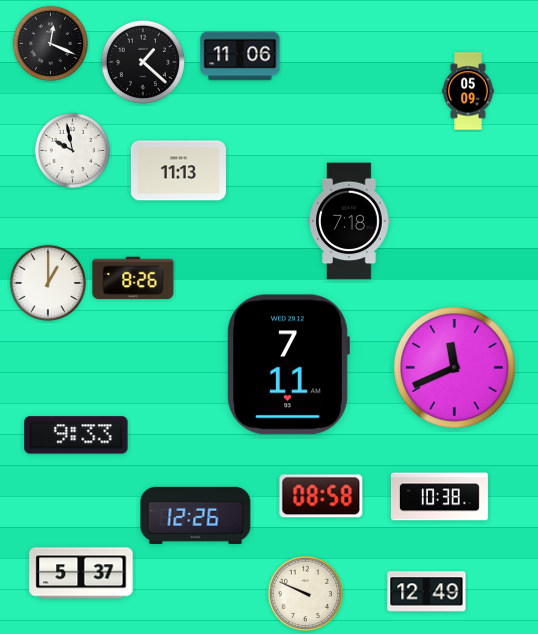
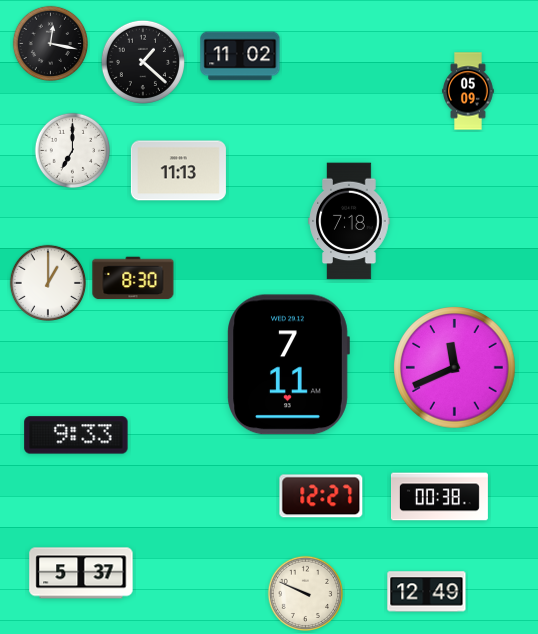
clock at (51, 44): 12:19 -> 12:17
clock at (240, 56): 11:06 -> 11:02
clock at (73, 151): 9:58 -> 7:00
clock at (133, 278): 8:26 -> 8:30
clock at (321, 496): 08:58 -> 12:27
clock at (439, 497): 10:38 -> 00:38
clock at (196, 515): 12:26 -> none
